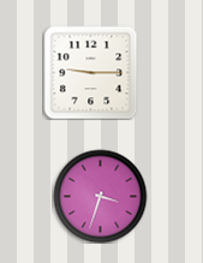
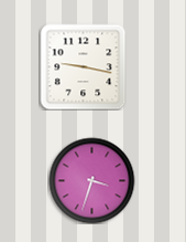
clock at (90, 72): 9:15 -> 9:17
